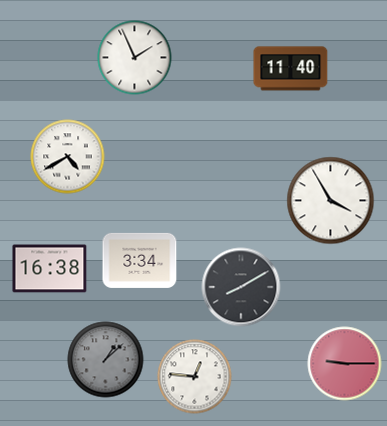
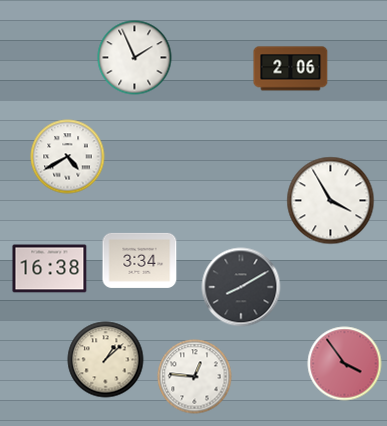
clock at (291, 69): 11:40 -> 2:06
clock at (106, 360) dial: grey -> cream
clock at (345, 364): 9:15 -> 3:54
